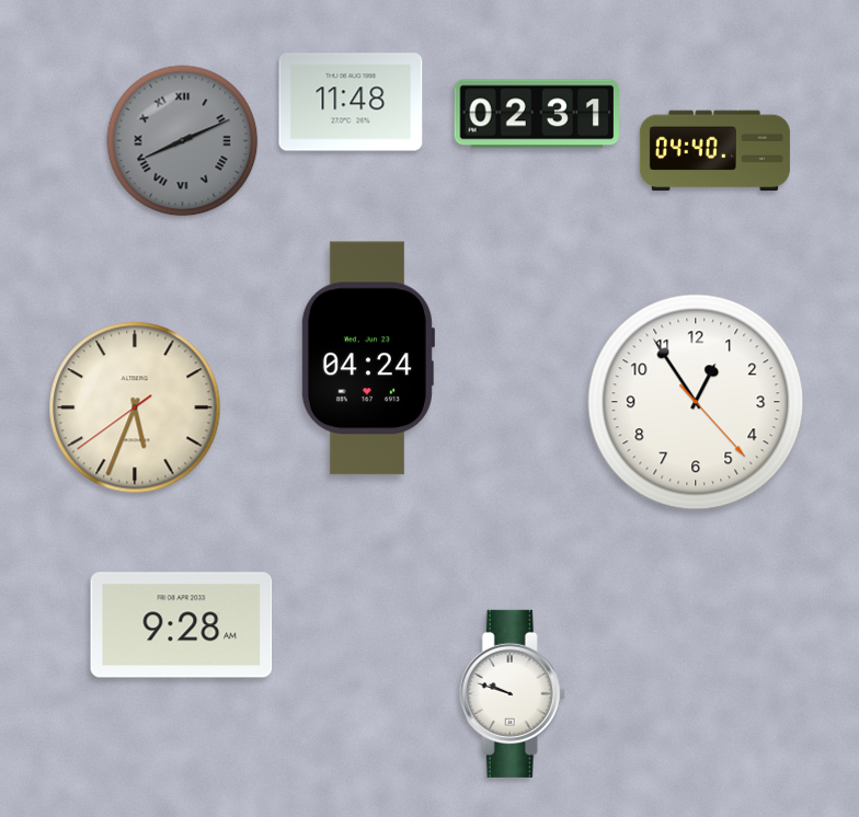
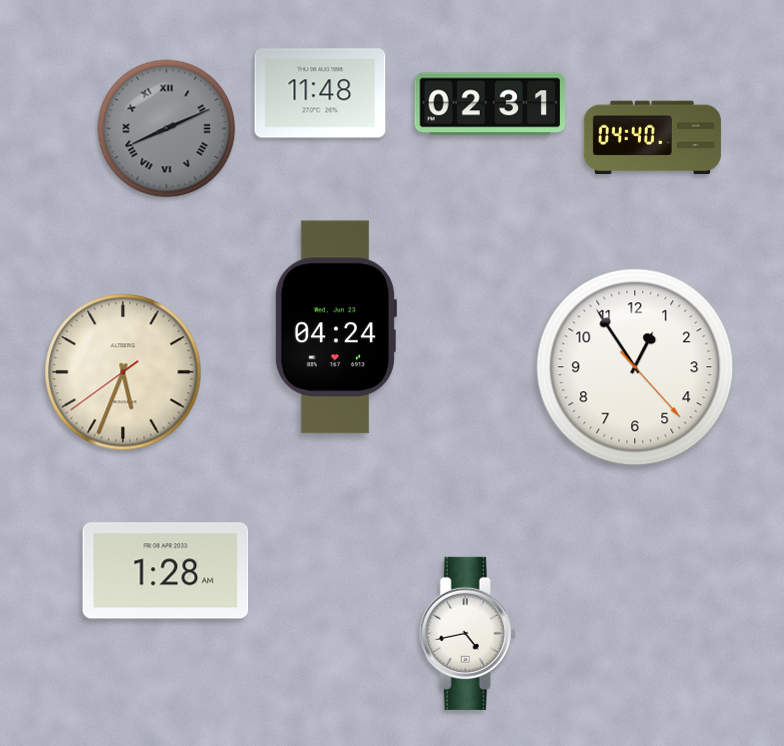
clock at (182, 625): 9:28 -> 1:28
clock at (512, 693): 9:48 -> 4:43
